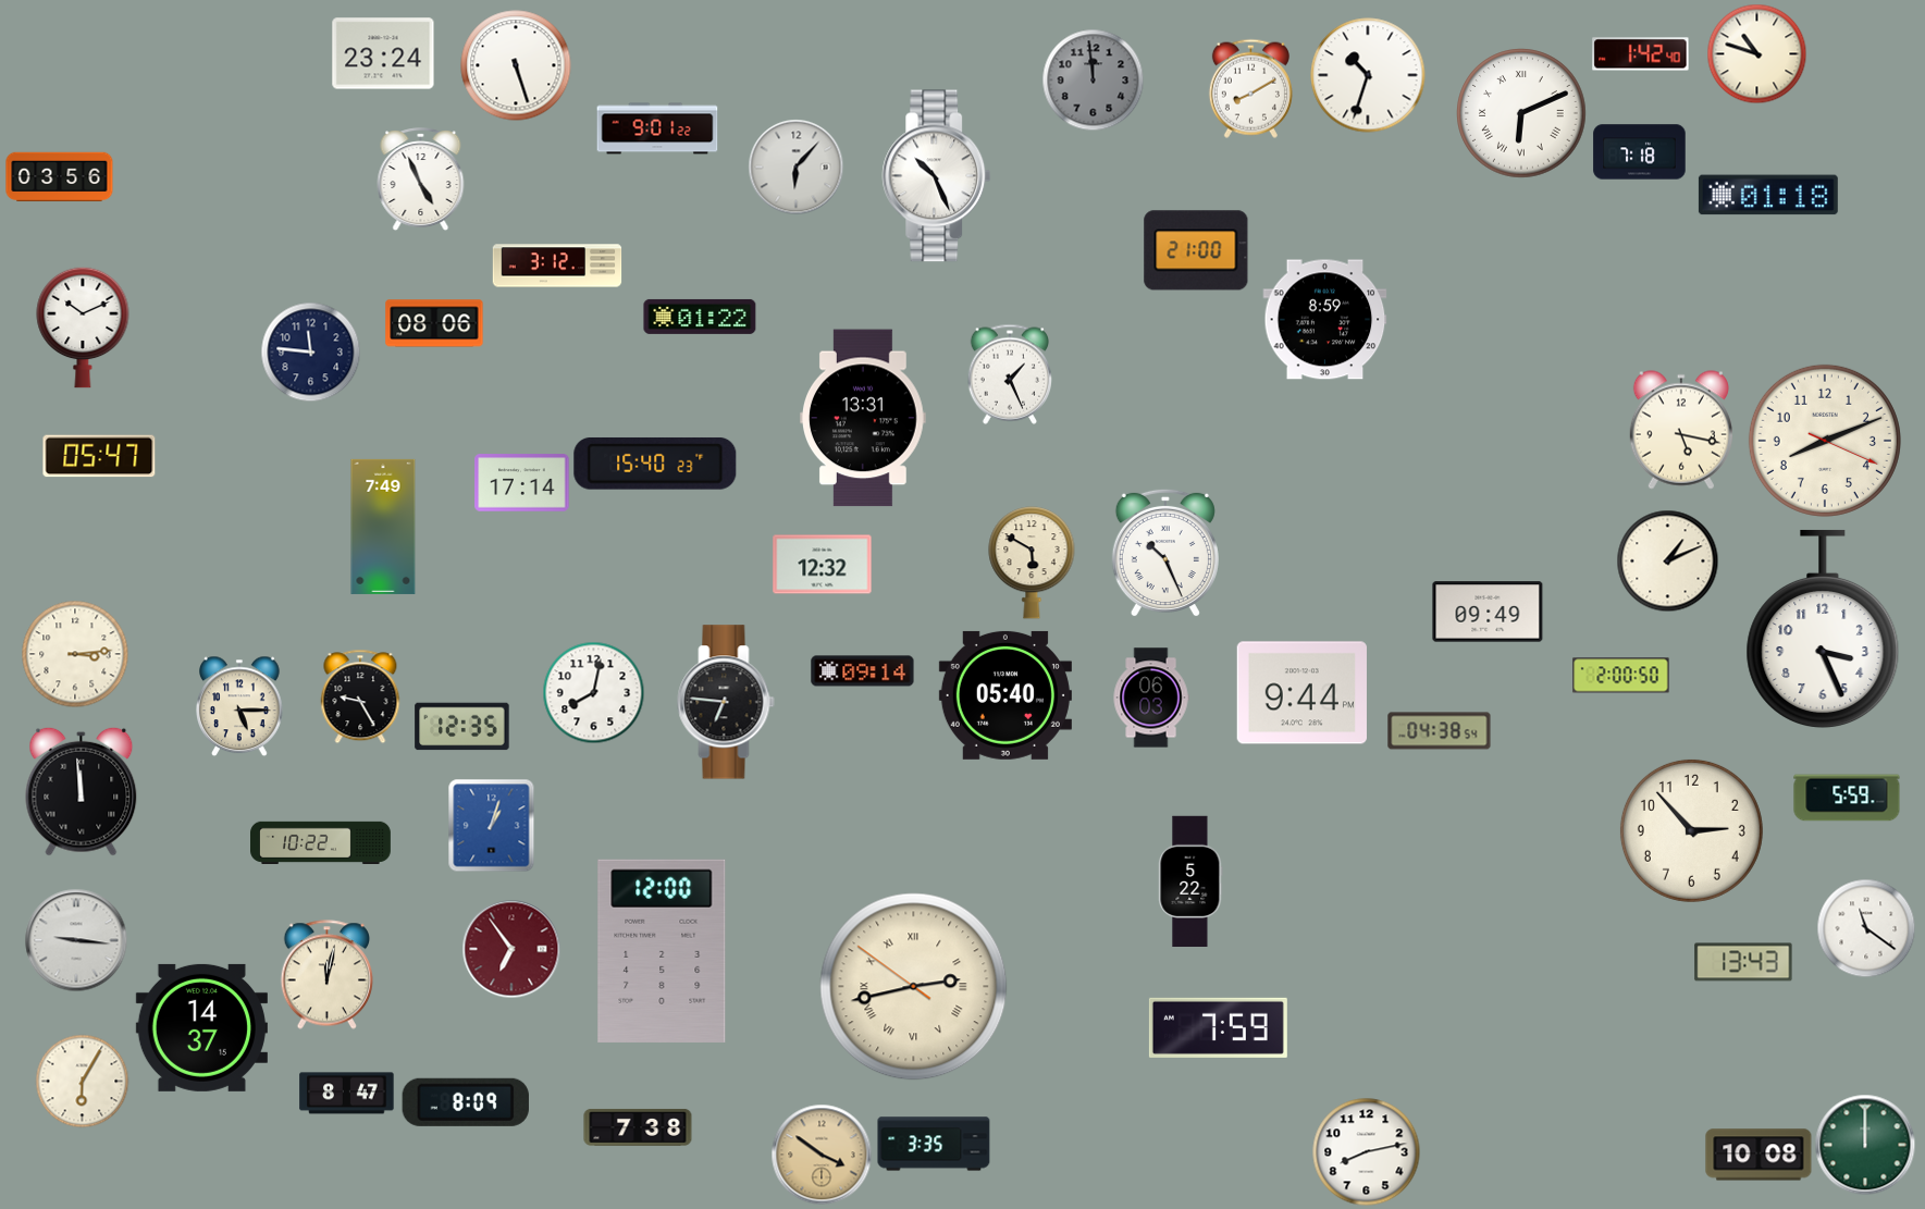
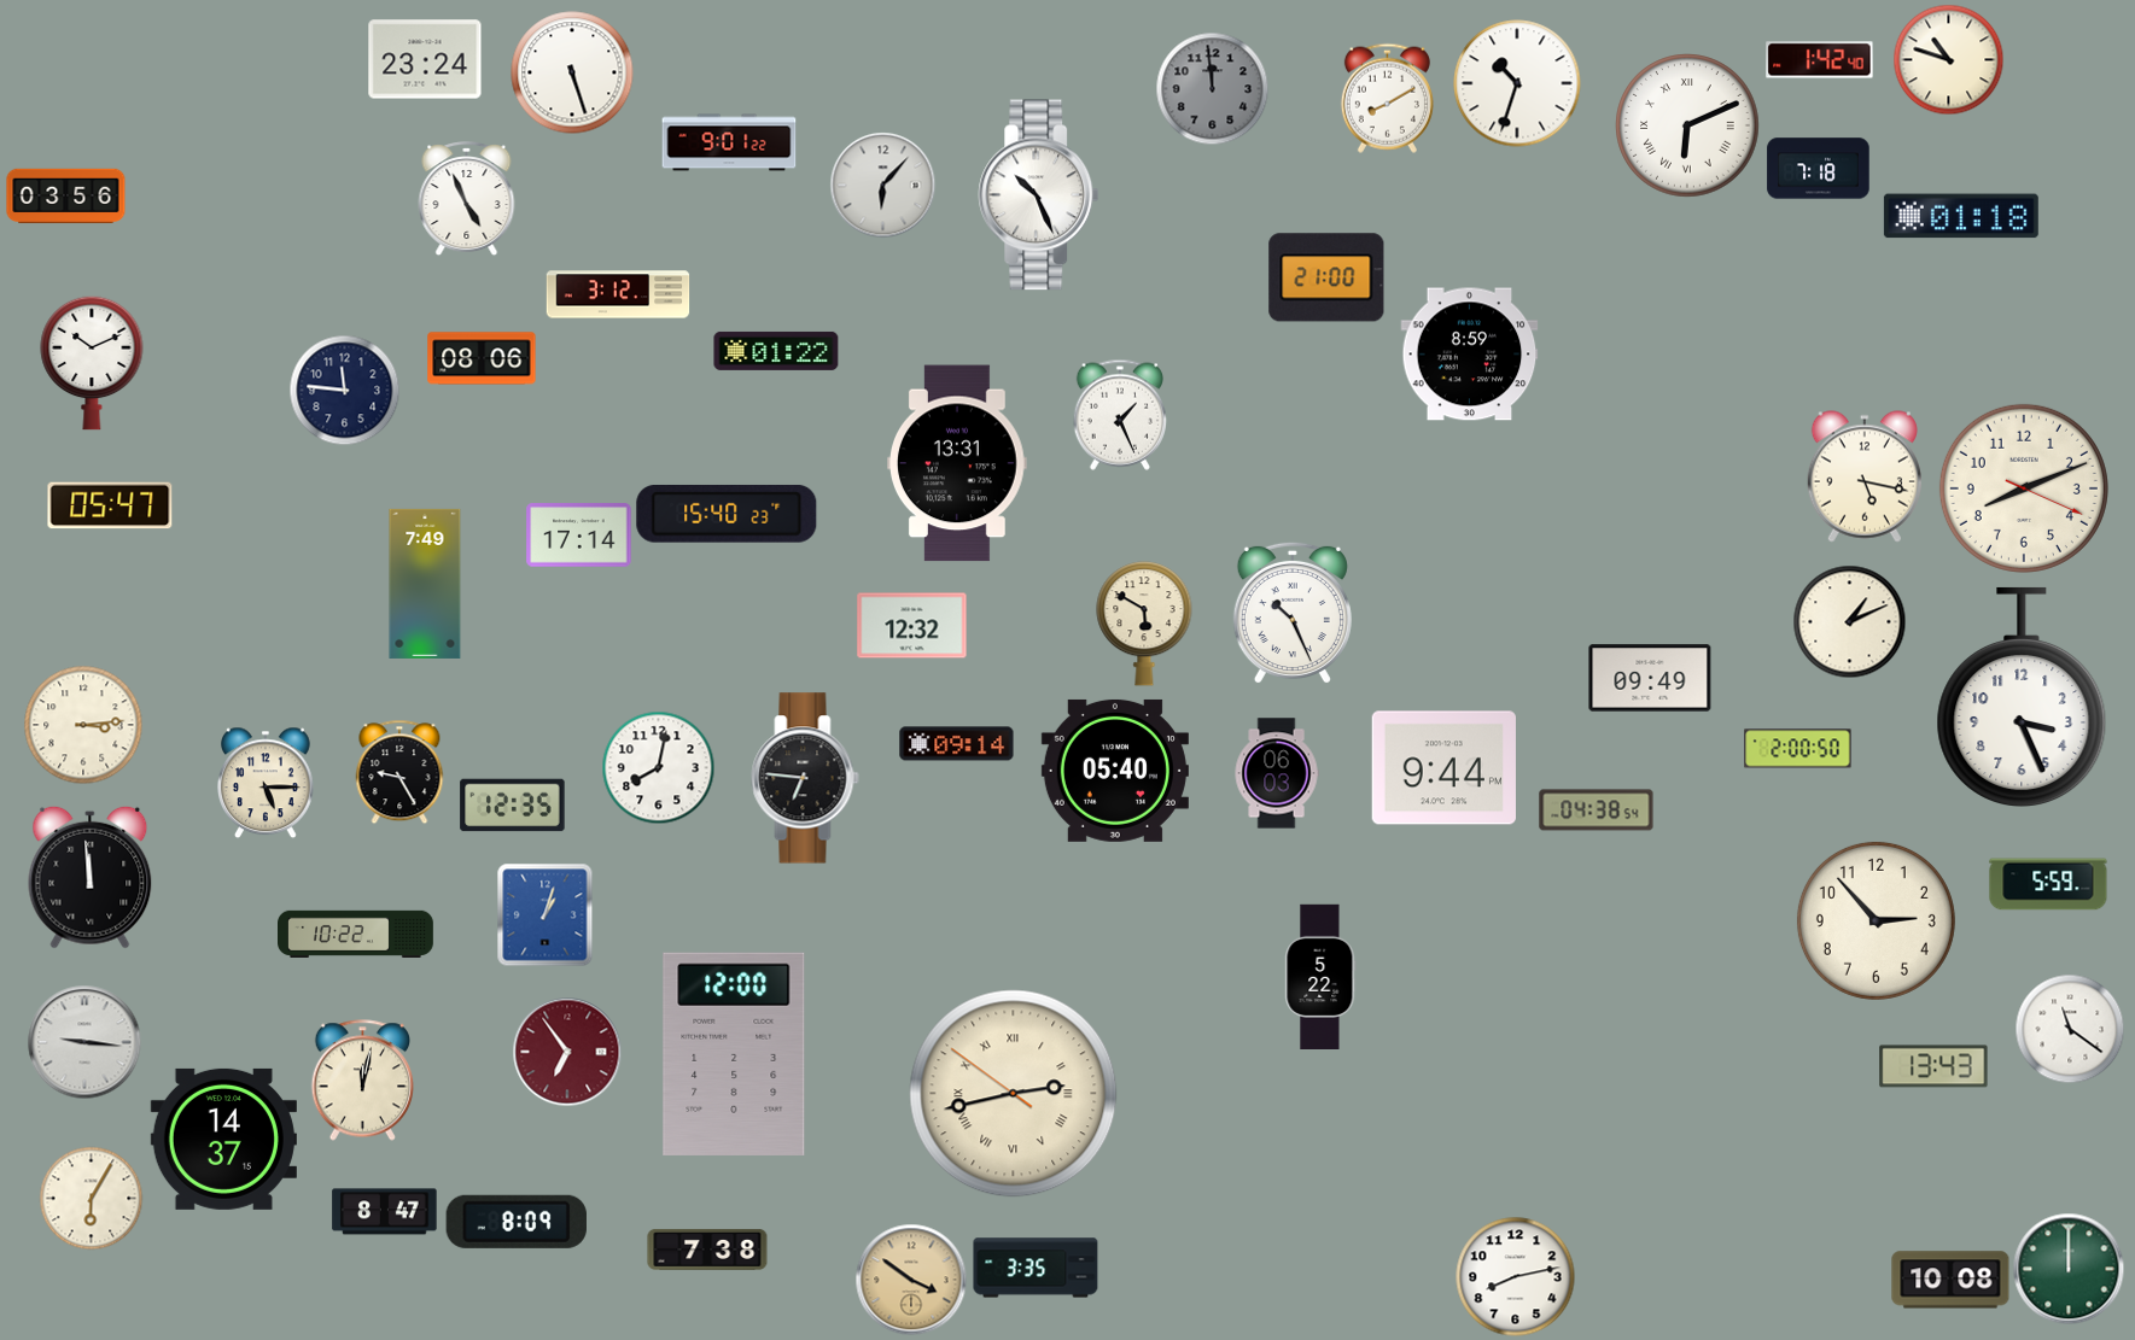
clock at (1218, 1027): 7:59 -> none
